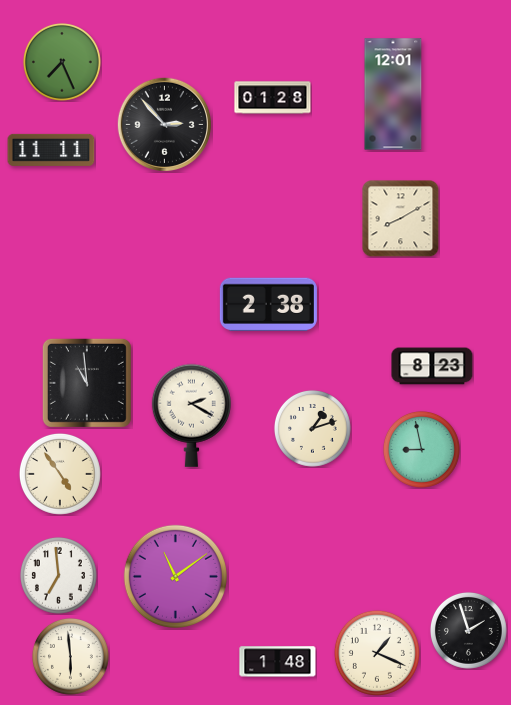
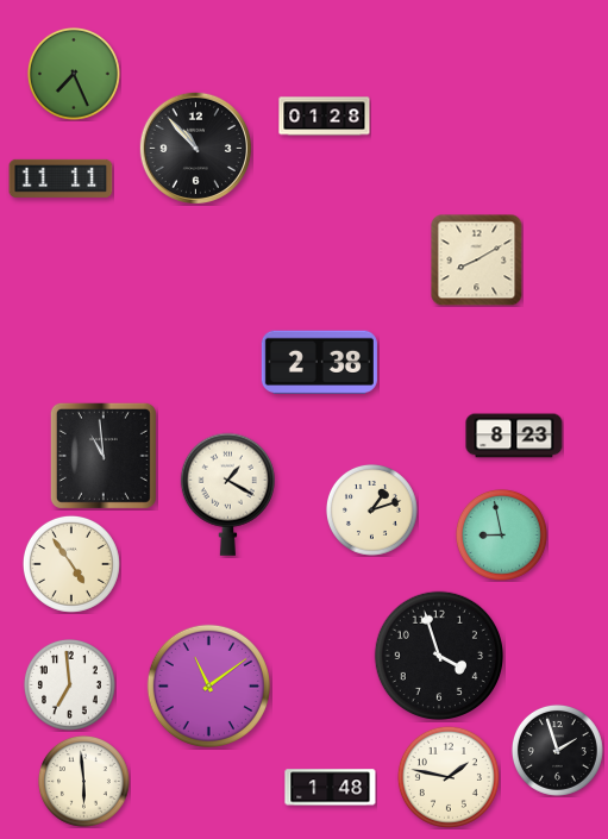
clock at (393, 94): 12:01 -> none
clock at (164, 124): 2:53 -> 10:53
clock at (191, 415): 2:20 -> 1:20
clock at (438, 655): none -> 3:57
clock at (377, 653): 1:19 -> 1:47
